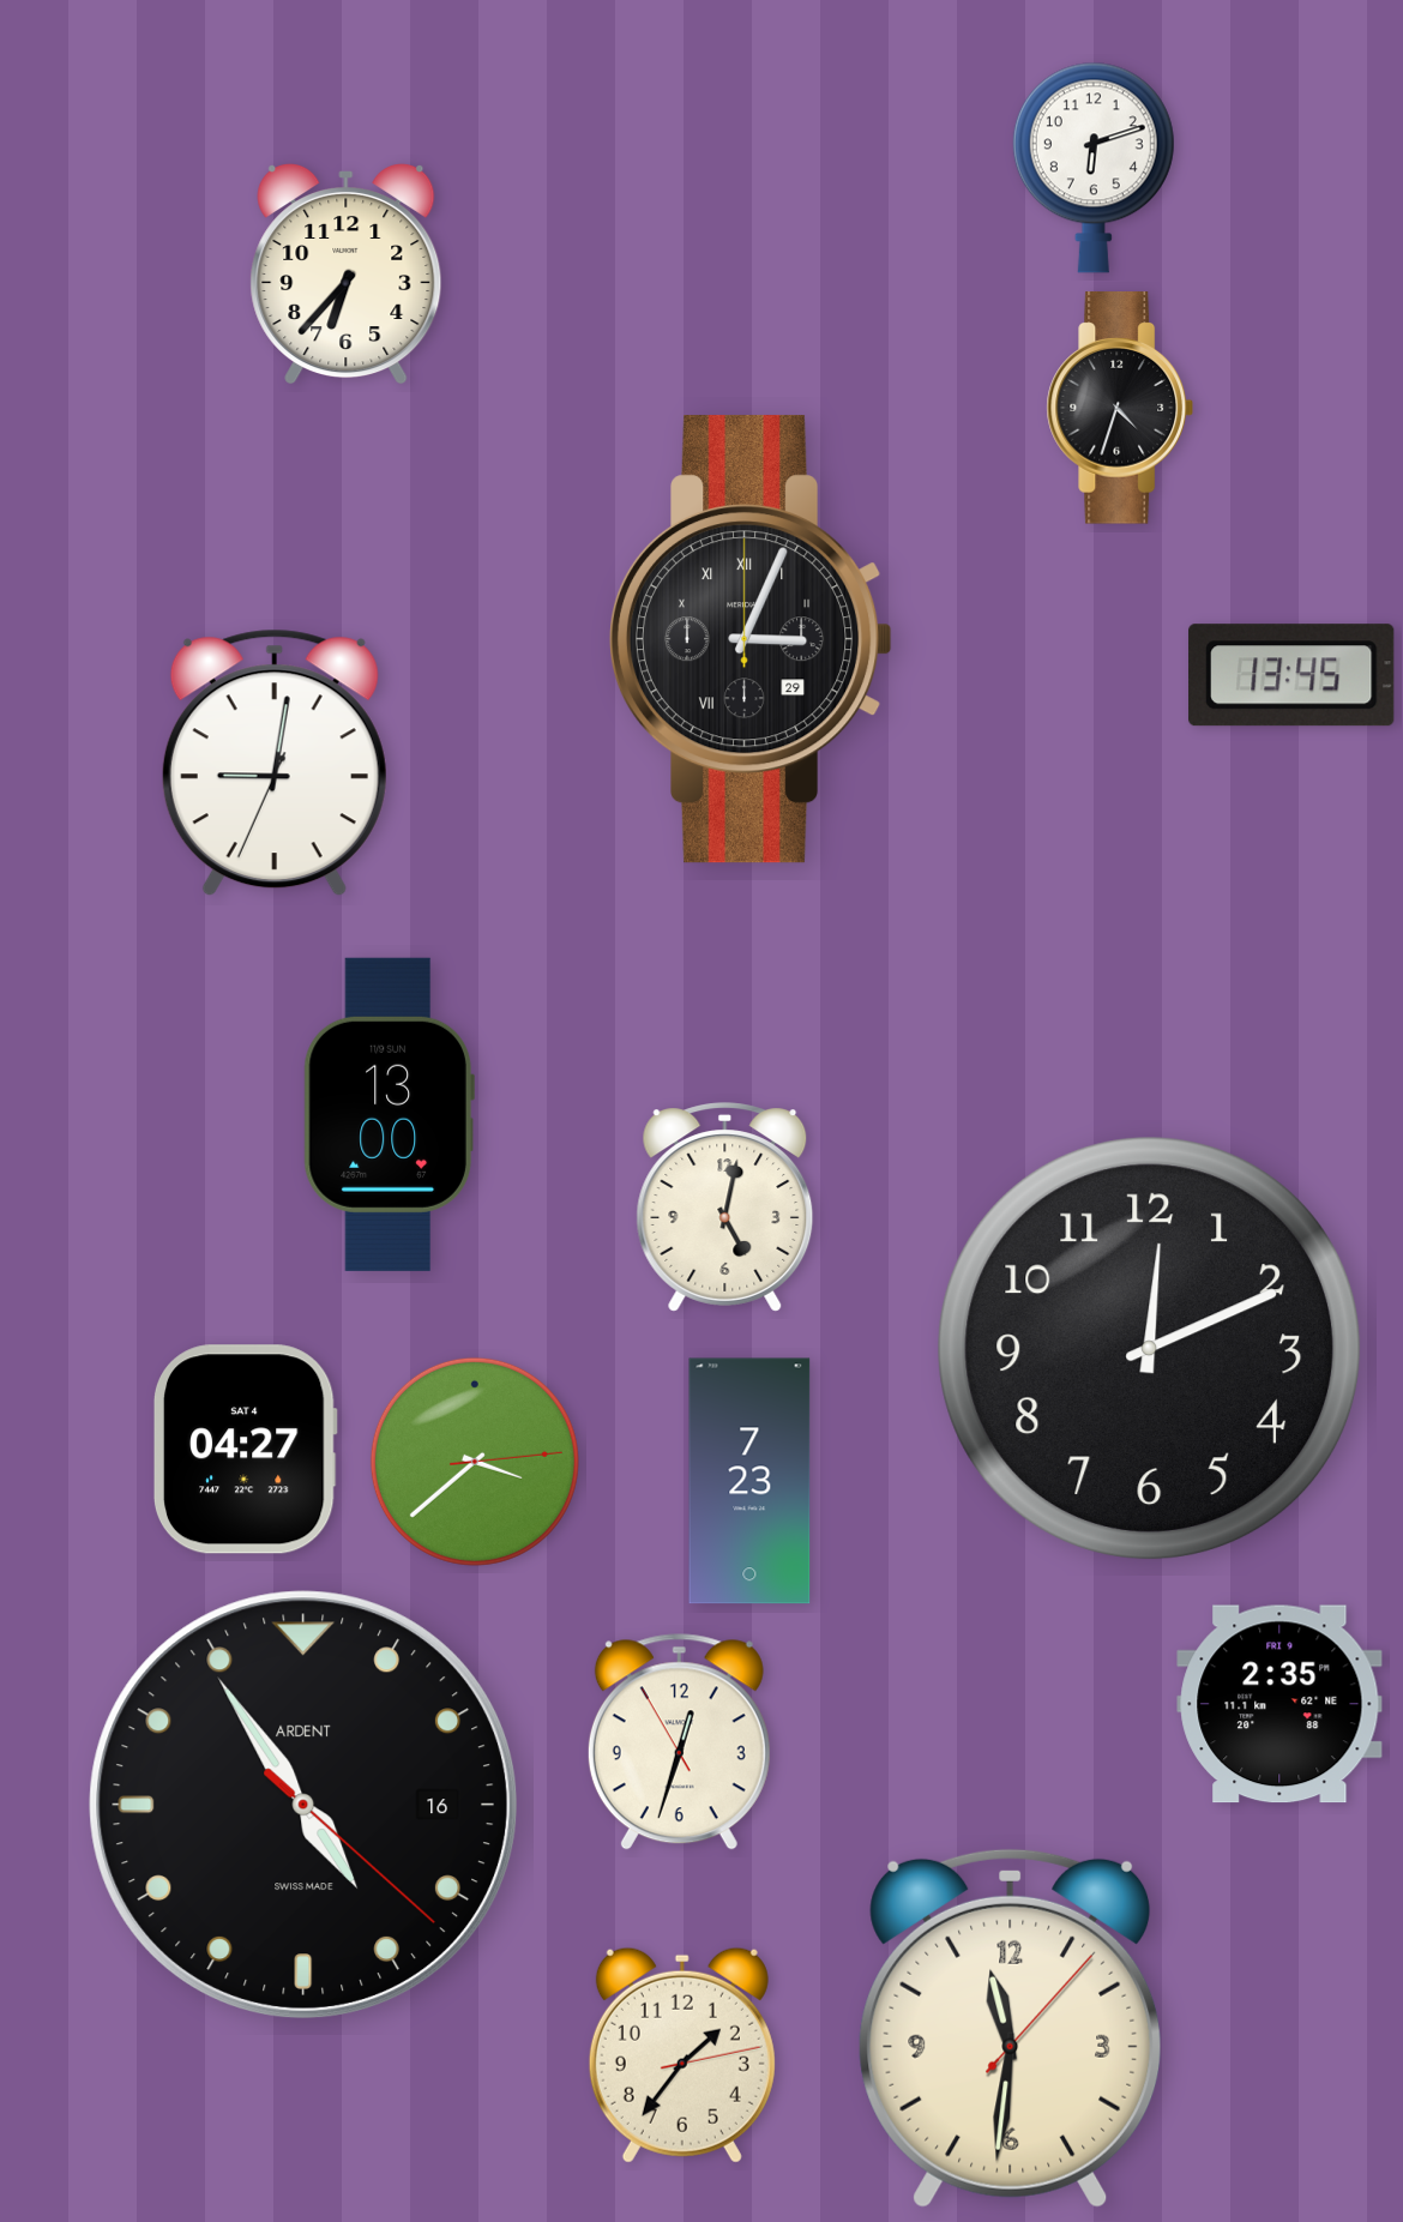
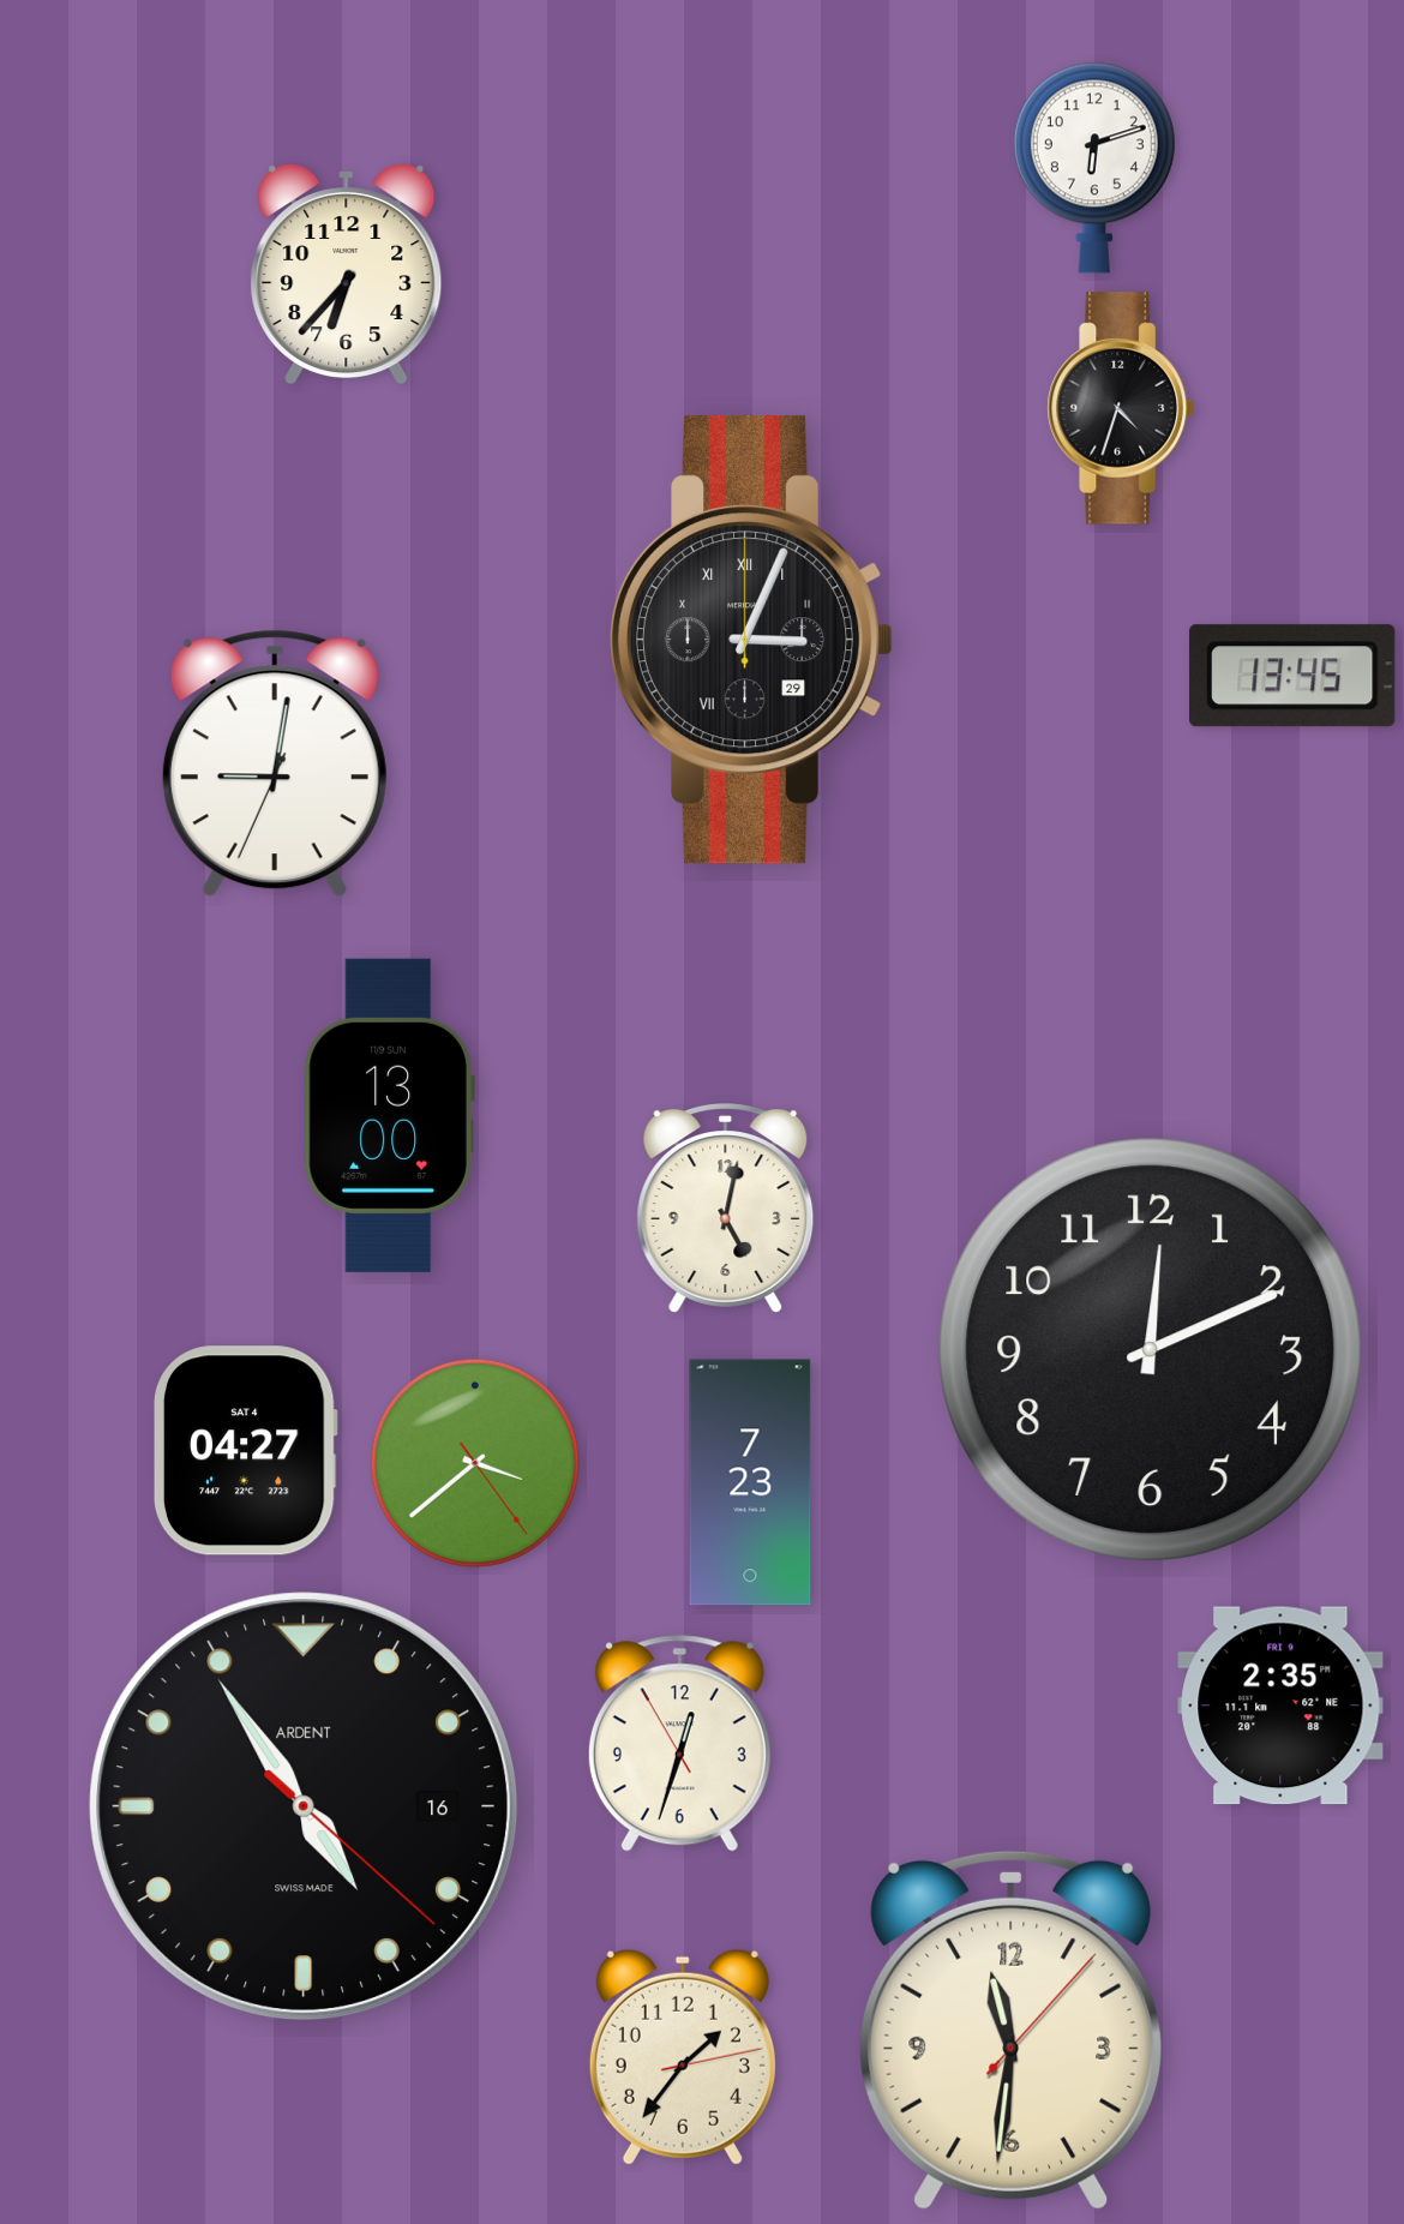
clock at (475, 1462): 3:38:14 -> 3:38:24
